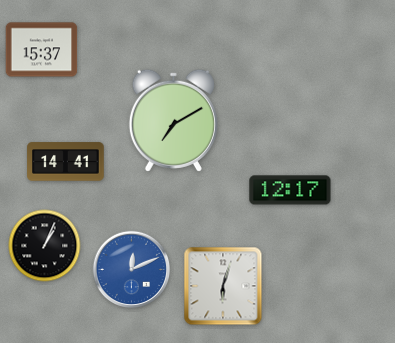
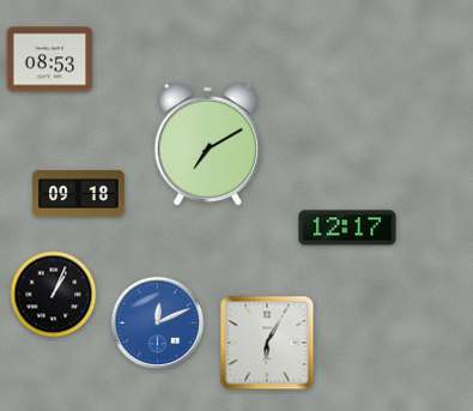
clock at (42, 50): 15:37 -> 08:53
clock at (66, 162): 14:41 -> 09:18
clock at (223, 286): 6:03 -> 6:05
